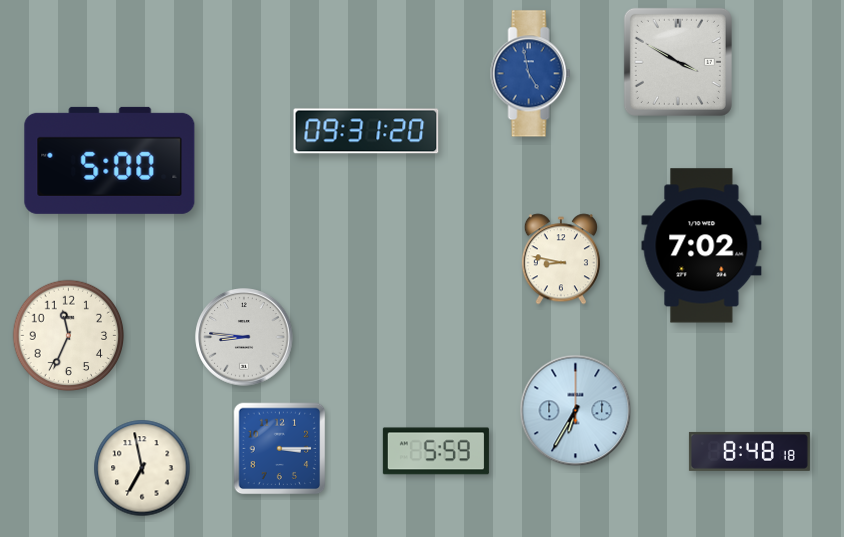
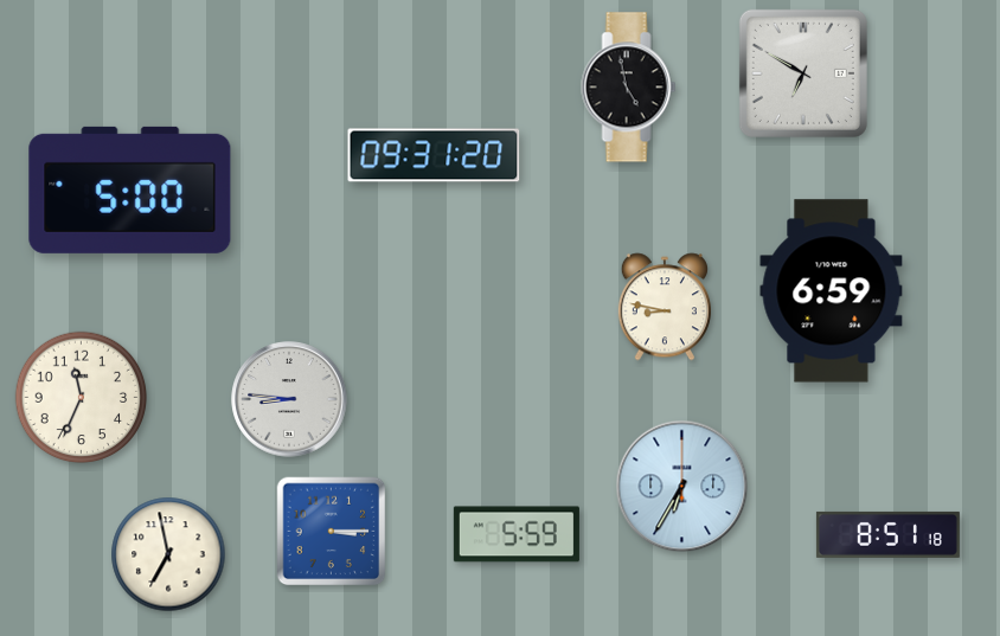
clock at (678, 62): 3:50 -> 6:50
clock at (531, 74) dial: blue -> black
clock at (702, 246): 7:02 -> 6:59
clock at (749, 451): 8:48 -> 8:51
